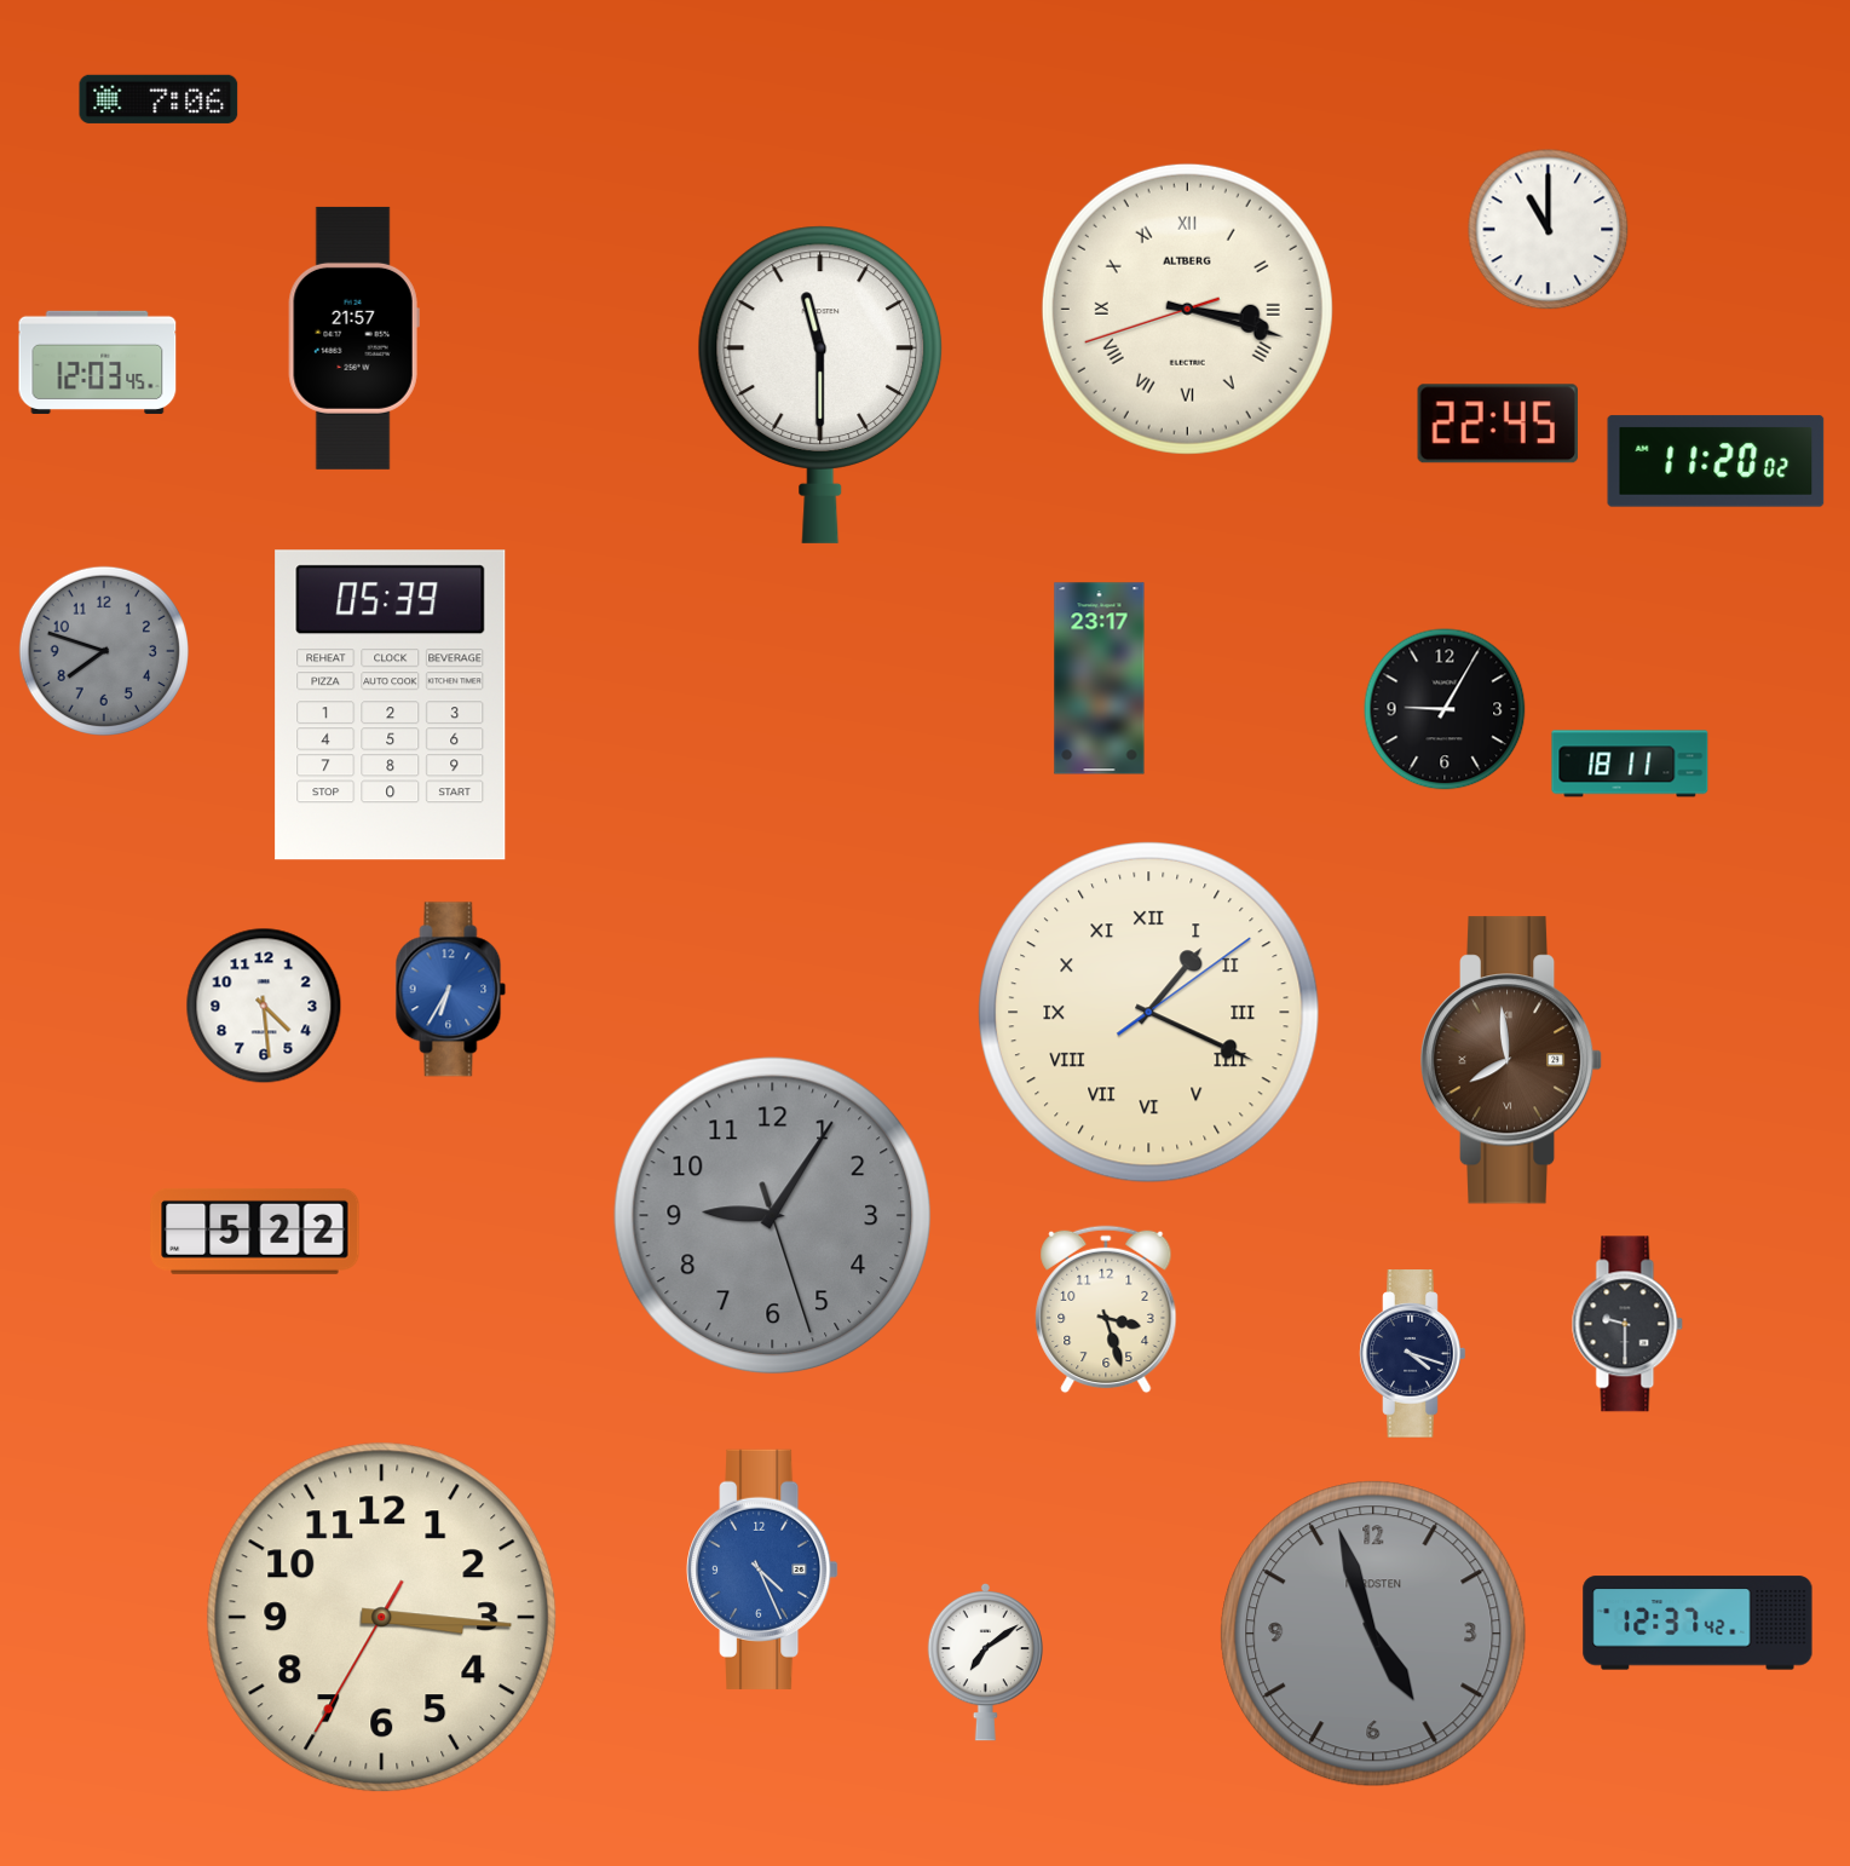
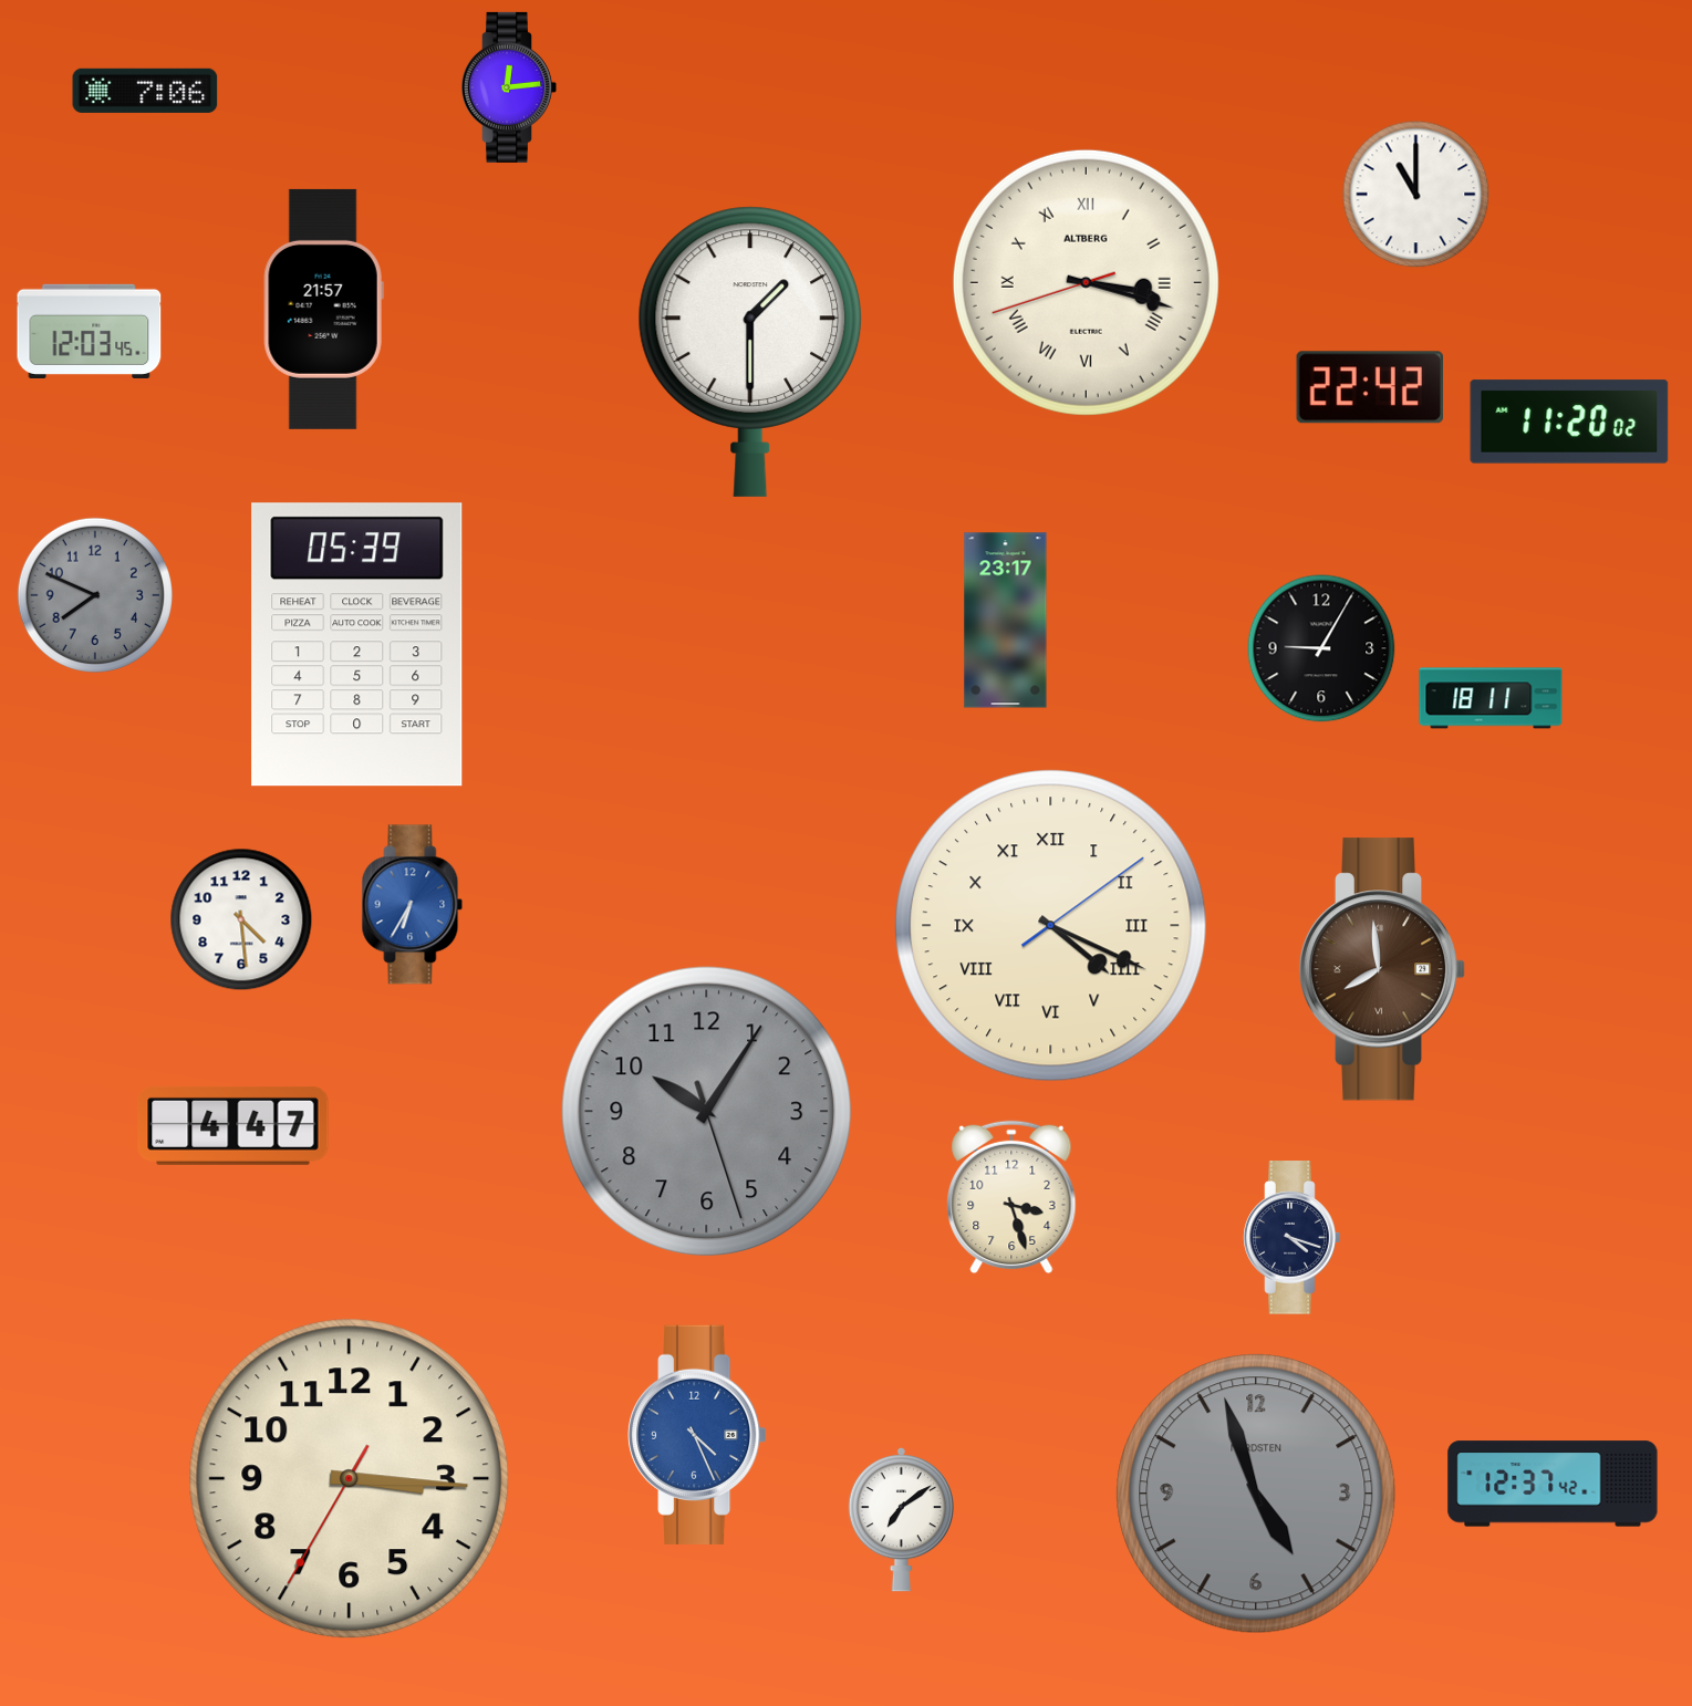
clock at (509, 87): none -> 12:14
clock at (1549, 230) position: (1549, 230) -> (1416, 195)
clock at (820, 385): 11:30 -> 1:30
clock at (1497, 424): 22:45 -> 22:42
clock at (104, 651): 7:48 -> 7:49
clock at (1149, 1013): 1:19 -> 4:19
clock at (773, 1216): 9:05 -> 10:05
clock at (255, 1231): 5:22 -> 4:47
clock at (1627, 1324): 9:30 -> none
